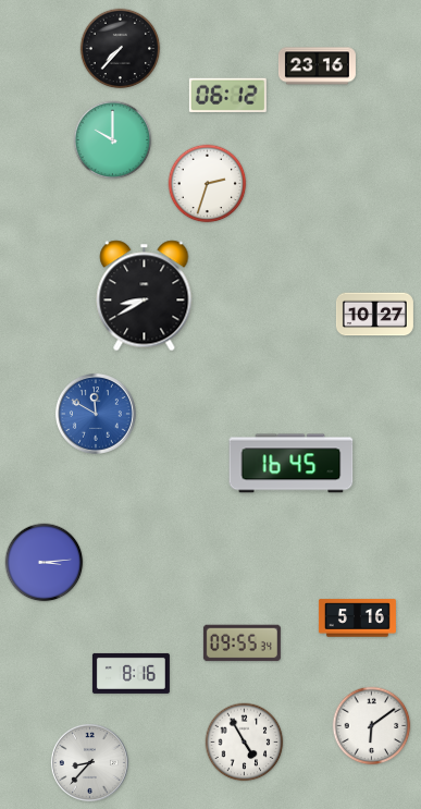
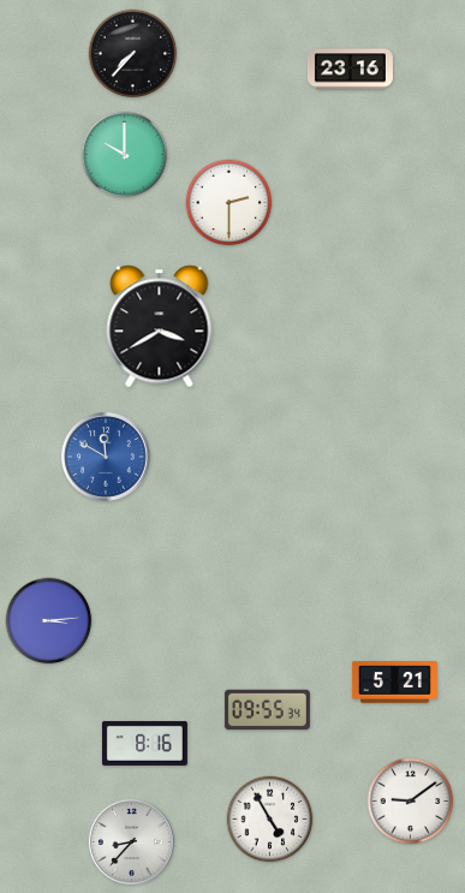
clock at (317, 66) position: (317, 66) -> (350, 70)
clock at (227, 95): 06:12 -> none
clock at (208, 184): 2:33 -> 2:30
clock at (145, 296): 8:40 -> 3:40
clock at (374, 315): 10:27 -> none
clock at (292, 464): 16:45 -> none
clock at (357, 618): 5:16 -> 5:21
clock at (372, 726): 6:09 -> 9:09
clock at (89, 762) position: (89, 762) -> (131, 841)
